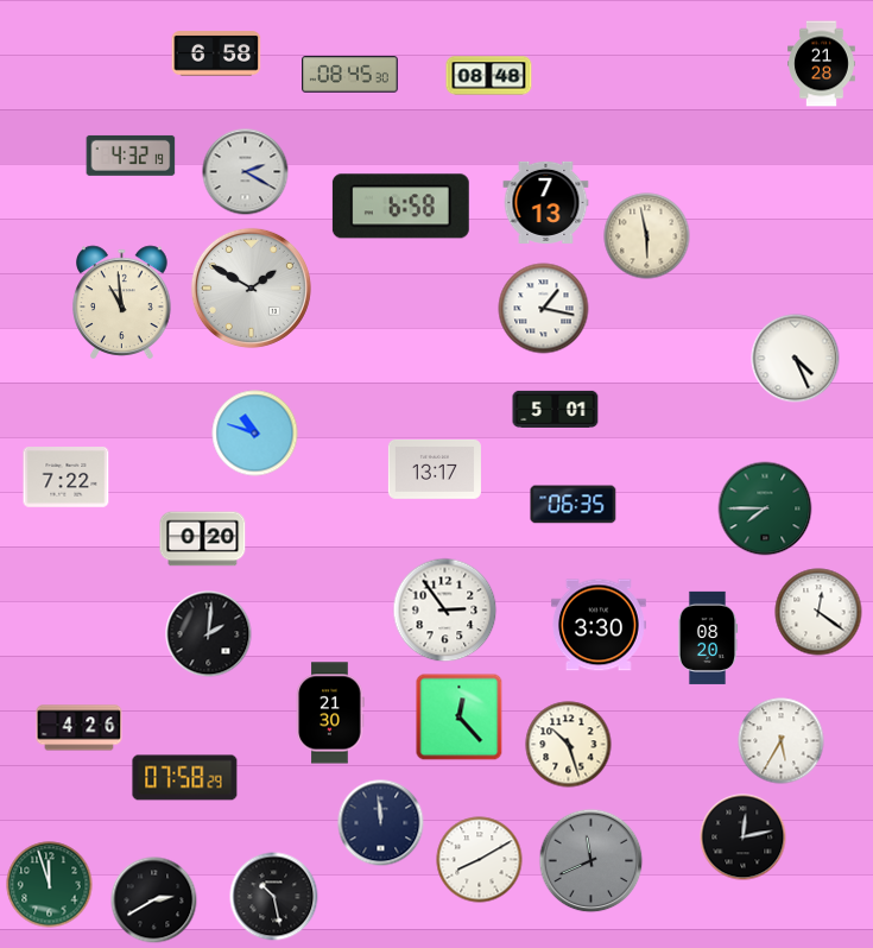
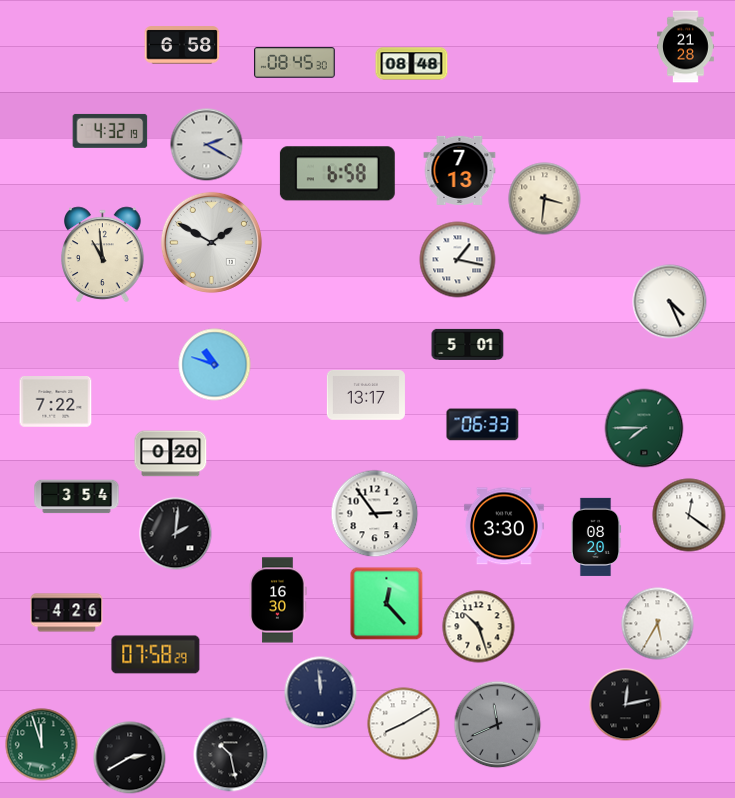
clock at (822, 64) position: (822, 64) -> (686, 47)
clock at (647, 236): 5:58 -> 3:31
clock at (574, 505): 06:35 -> 06:33
clock at (77, 497): none -> 3:54
clock at (330, 713): 21:30 -> 16:30
